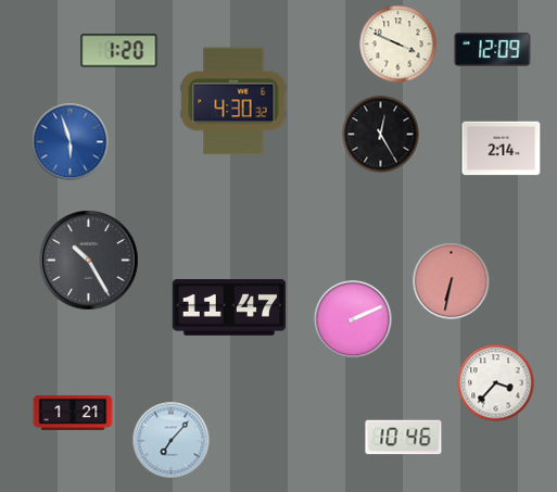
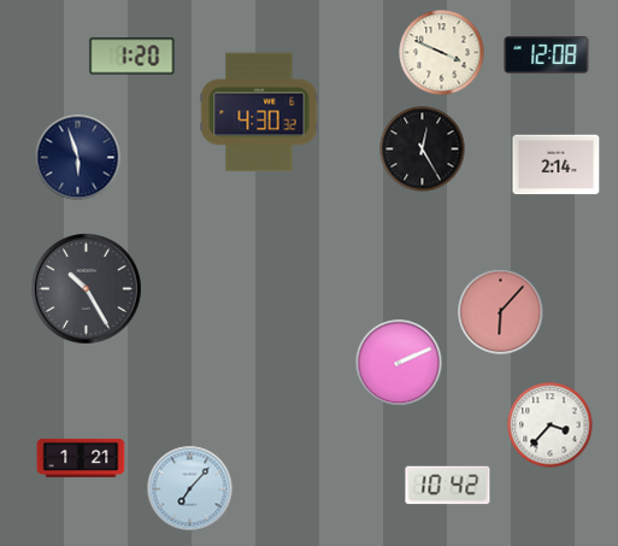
clock at (398, 45) position: (398, 45) -> (442, 53)
clock at (493, 49): 12:09 -> 12:08
clock at (71, 142) dial: blue -> navy
clock at (89, 261) position: (89, 261) -> (87, 289)
clock at (452, 281): 6:32 -> 6:07
clock at (228, 308): 11:47 -> none
clock at (353, 319) position: (353, 319) -> (399, 363)
clock at (404, 438): 10:46 -> 10:42
